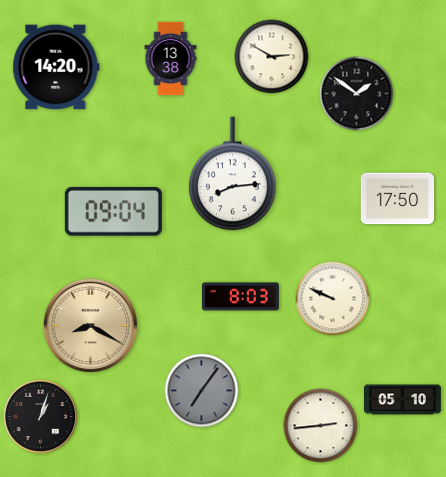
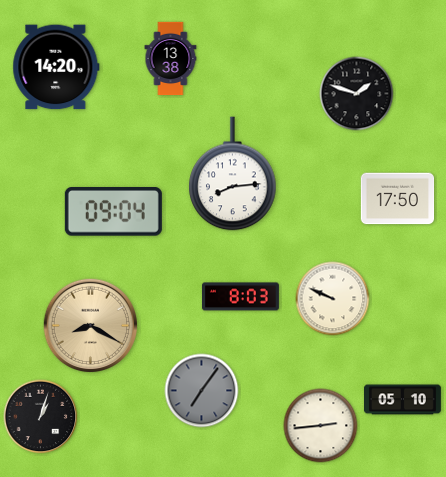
clock at (272, 57): 2:50 -> none
clock at (357, 94): 1:51 -> 1:48
